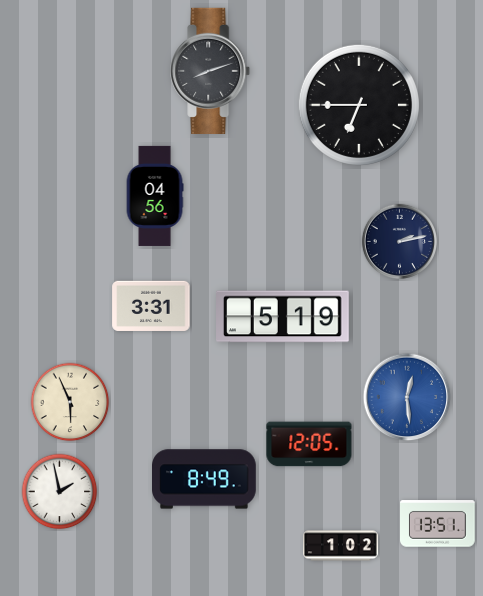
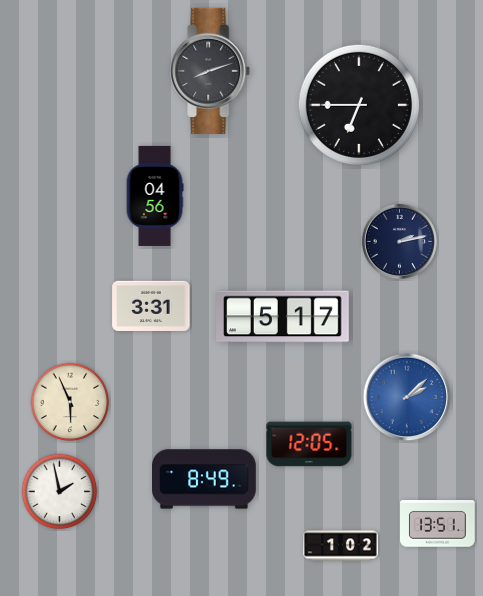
clock at (283, 317): 5:19 -> 5:17
clock at (407, 397): 12:29 -> 2:08
